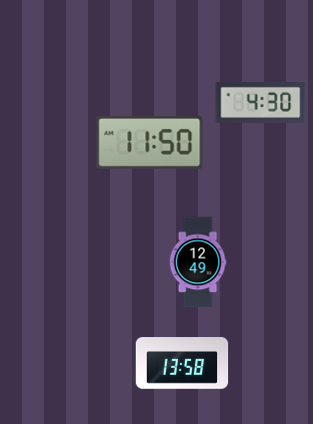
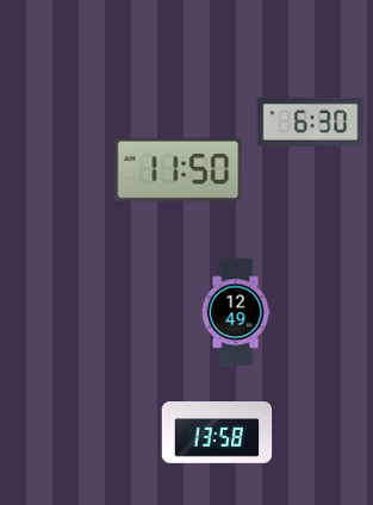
clock at (261, 102): 4:30 -> 6:30
